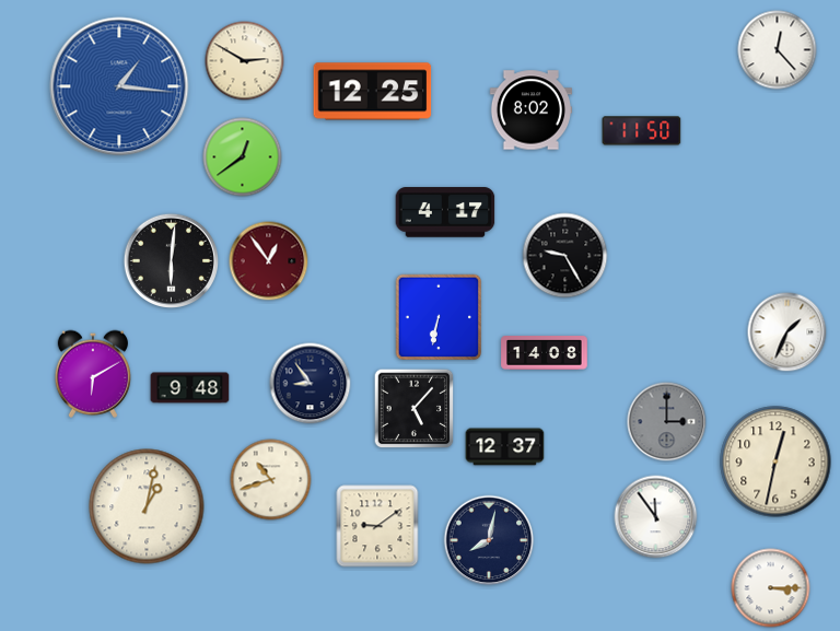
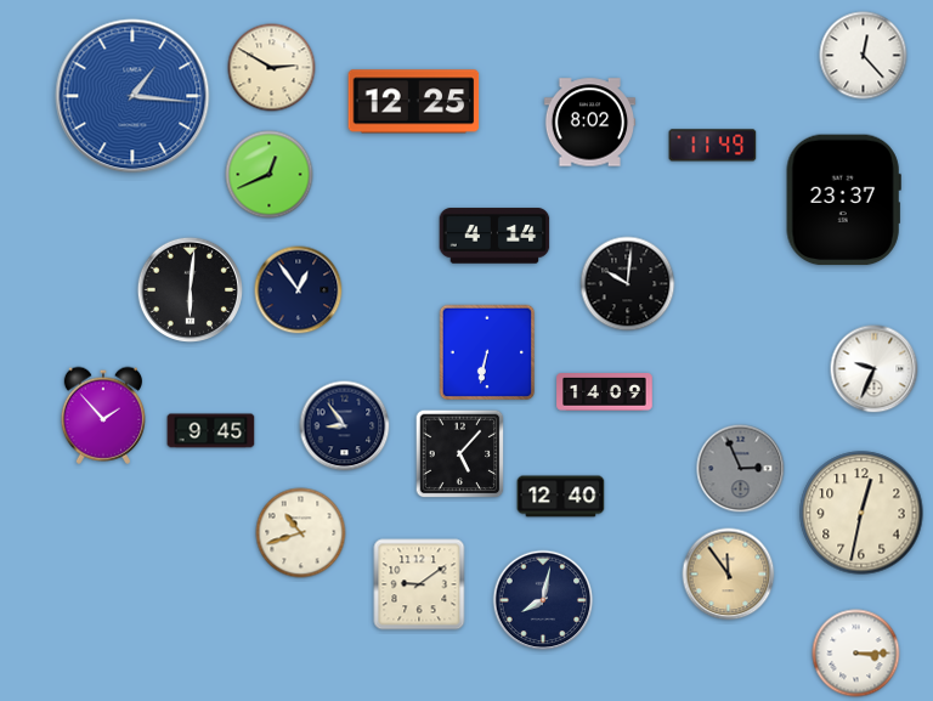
clock at (642, 131): 11:50 -> 11:49
clock at (243, 157): 12:39 -> 12:41
clock at (843, 200): none -> 23:37
clock at (445, 212): 4:17 -> 4:14
clock at (565, 256): 9:25 -> 10:01
clock at (269, 261) dial: burgundy -> navy
clock at (787, 332): 1:34 -> 9:34
clock at (545, 353): 14:08 -> 14:09
clock at (92, 374): 6:10 -> 1:53
clock at (190, 388): 9:48 -> 9:45
clock at (667, 422): 3:00 -> 2:56
clock at (505, 447): 12:37 -> 12:40
clock at (147, 506): 1:02 -> none
clock at (656, 517) dial: white -> champagne
